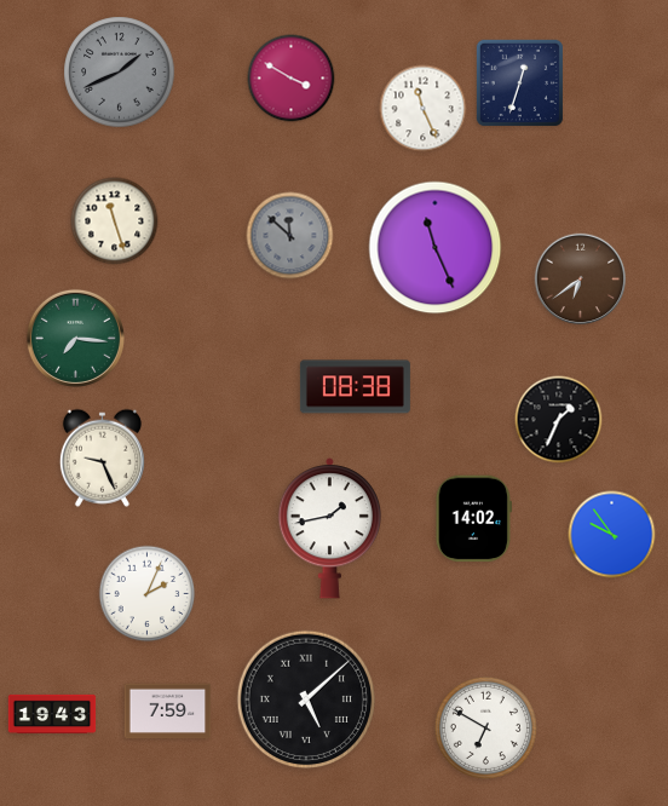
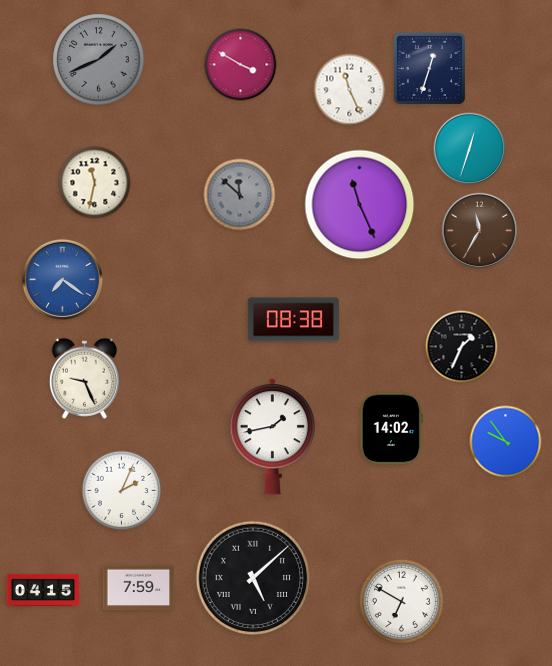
clock at (470, 149): none -> 12:33
clock at (115, 221): 11:27 -> 11:32
clock at (581, 280): 6:39 -> 11:35
clock at (75, 338): 7:16 -> 7:21
clock at (75, 338) dial: green -> blue
clock at (52, 713): 19:43 -> 04:15
